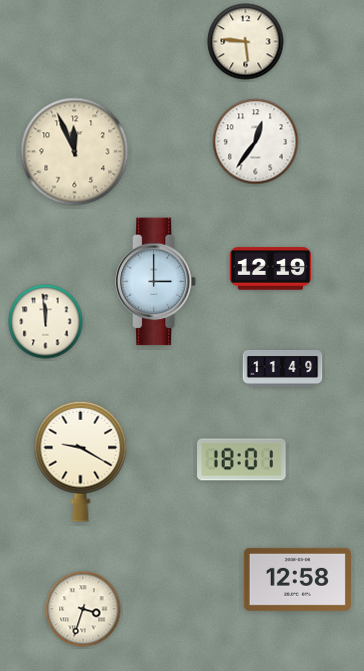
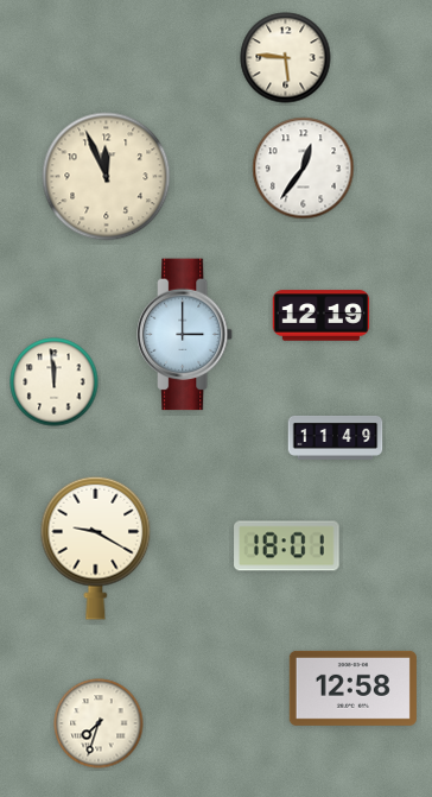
clock at (246, 42) position: (246, 42) -> (286, 58)
clock at (75, 152) position: (75, 152) -> (107, 177)
clock at (271, 269) position: (271, 269) -> (322, 316)
clock at (83, 609): 3:33 -> 7:33
